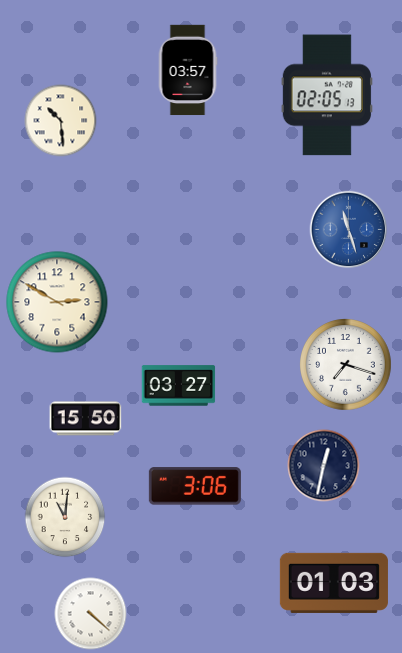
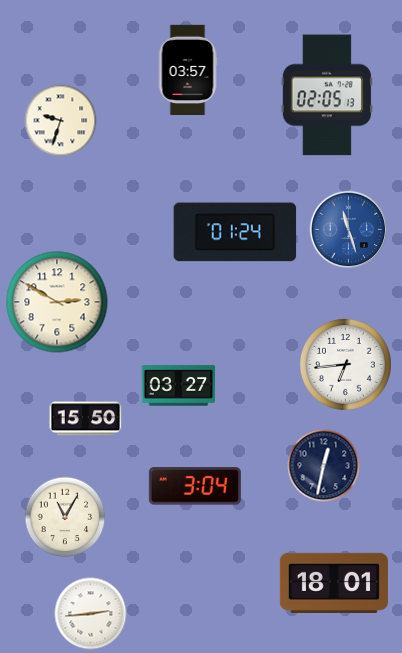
clock at (61, 121): 10:29 -> 9:33
clock at (235, 232): none -> 01:24
clock at (346, 365): 7:18 -> 6:44
clock at (195, 486): 3:06 -> 3:04
clock at (65, 517): 11:01 -> 11:05
clock at (334, 583): 01:03 -> 18:01
clock at (91, 614): 4:22 -> 2:44
